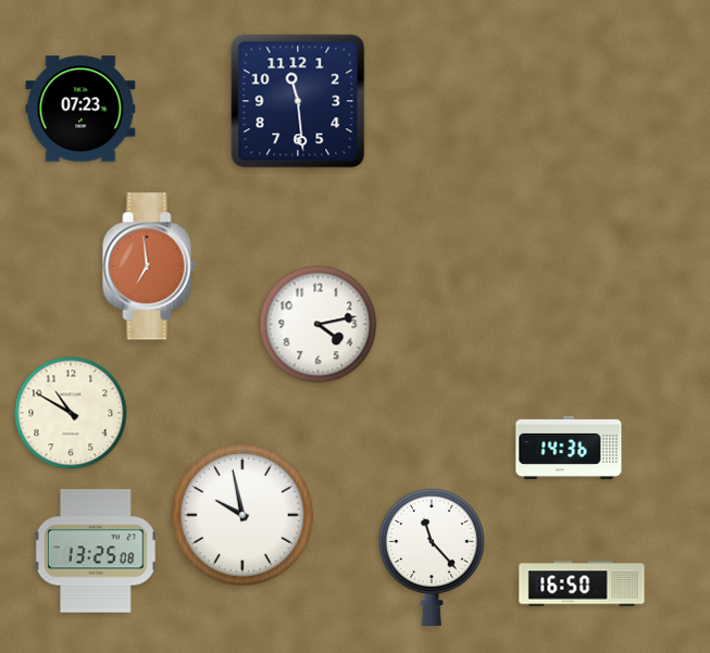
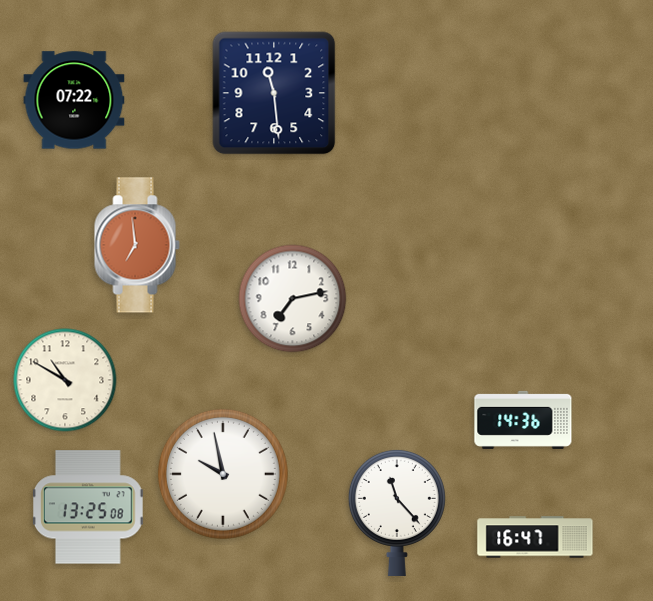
clock at (80, 109): 07:23 -> 07:22
clock at (319, 325): 4:13 -> 7:13
clock at (569, 448) position: (569, 448) -> (523, 420)
clock at (582, 583): 16:50 -> 16:47
